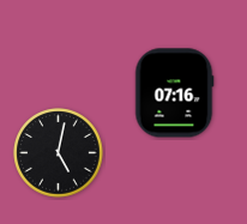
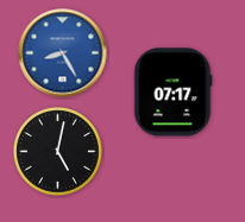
clock at (63, 53): none -> 8:25
clock at (174, 93): 07:16 -> 07:17
